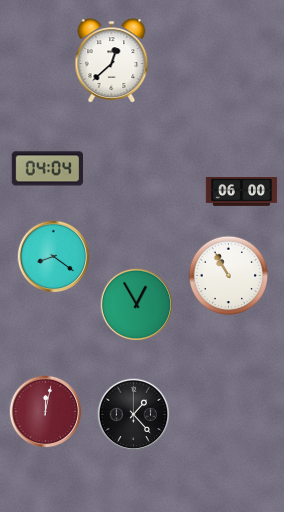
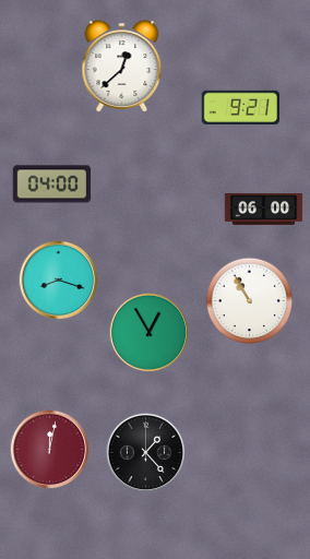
clock at (240, 107): none -> 9:21
clock at (48, 169): 04:04 -> 04:00
clock at (54, 257): 8:21 -> 8:18
